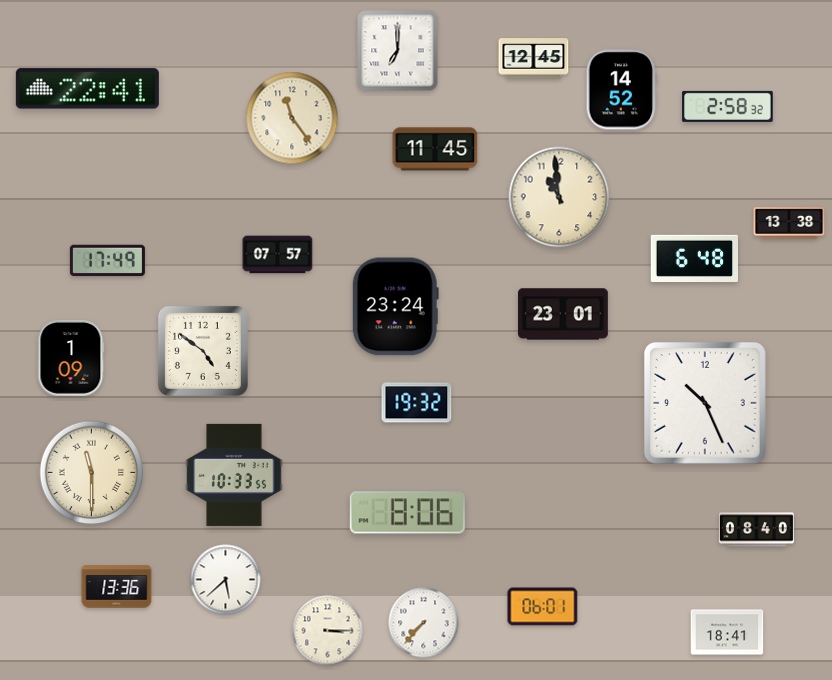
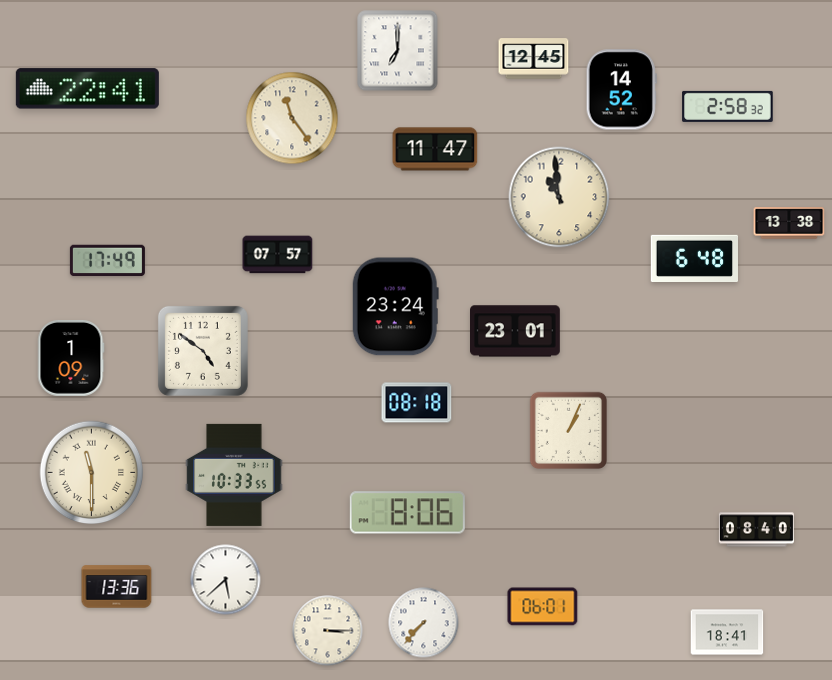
clock at (435, 149): 11:45 -> 11:47
clock at (564, 314) position: (564, 314) -> (516, 331)
clock at (417, 403): 19:32 -> 08:18
clock at (705, 403): 10:26 -> none
clock at (568, 430): none -> 1:04
